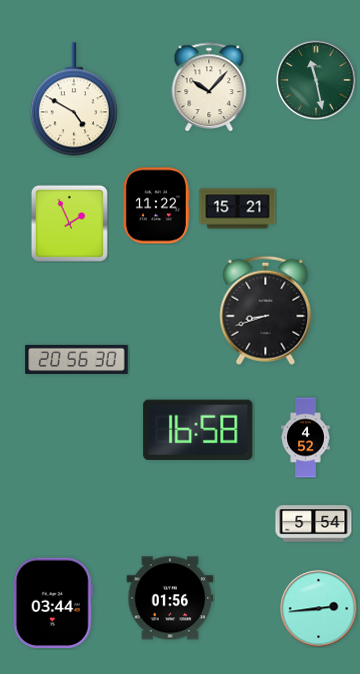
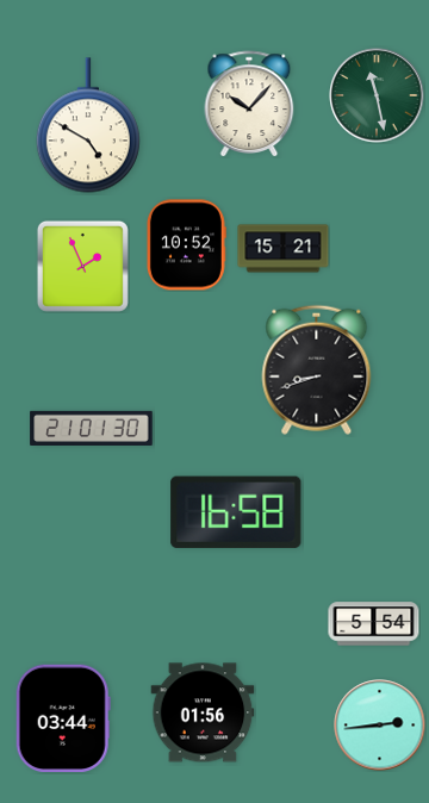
clock at (74, 99) position: (74, 99) -> (88, 125)
clock at (156, 206): 11:22 -> 10:52
clock at (77, 359): 20:56 -> 21:01
clock at (306, 438): 4:52 -> none
